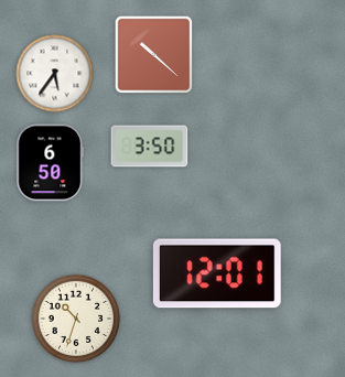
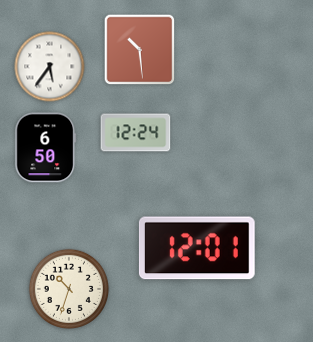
clock at (154, 55): 10:22 -> 10:29
clock at (150, 147): 3:50 -> 12:24
